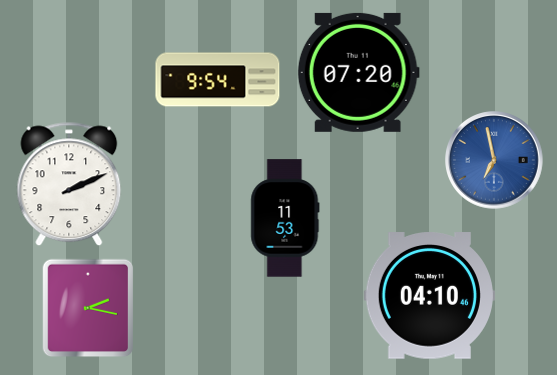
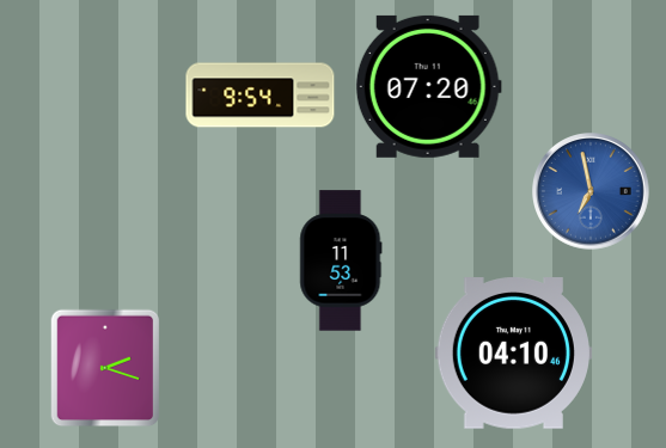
clock at (69, 184): 2:11 -> none
clock at (88, 308): 2:17 -> 2:18
